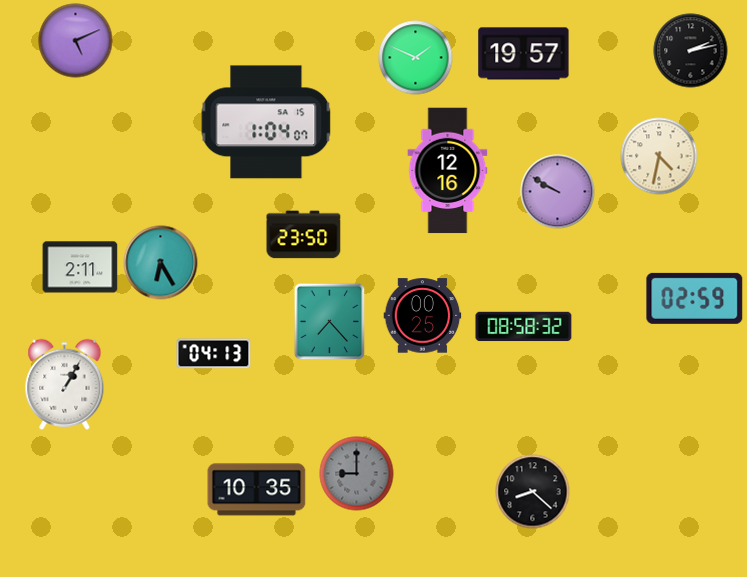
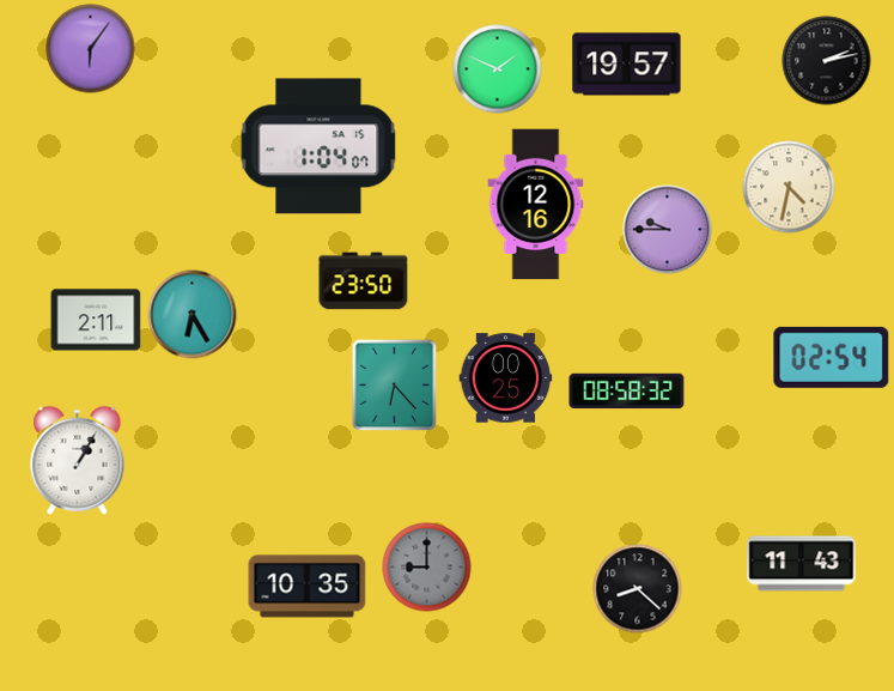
clock at (76, 41): 5:11 -> 6:06
clock at (558, 192): 9:50 -> 9:45
clock at (695, 298): 02:59 -> 02:54
clock at (330, 322): 7:23 -> 6:23
clock at (214, 354): 04:13 -> none
clock at (802, 564): none -> 11:43
